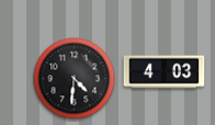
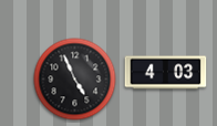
clock at (75, 79): 4:31 -> 4:56
